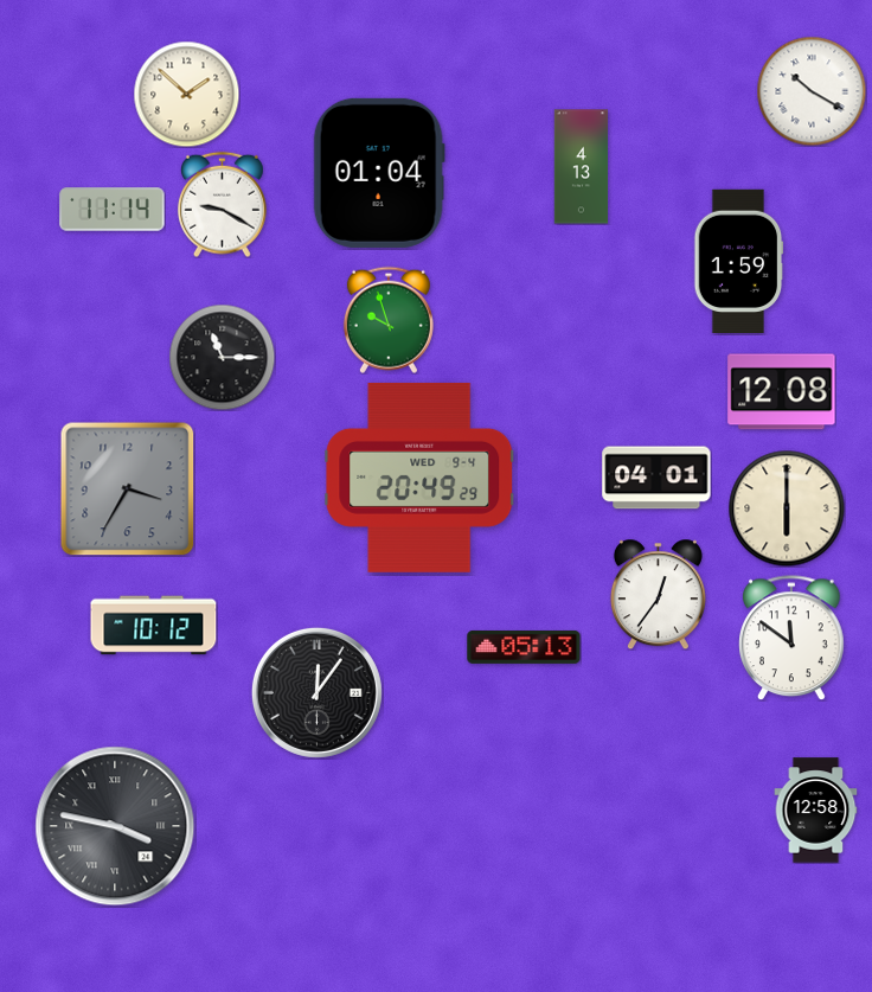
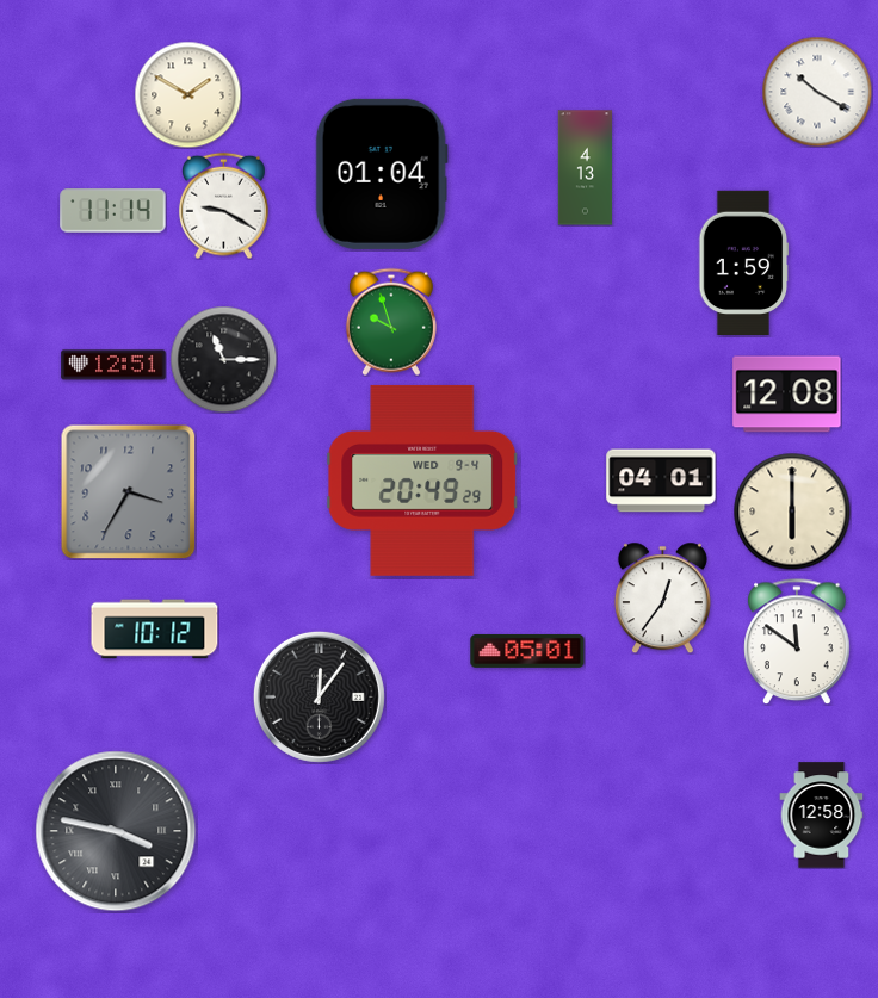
clock at (186, 94): 1:52 -> 1:50
clock at (113, 365): none -> 12:51
clock at (524, 647): 05:13 -> 05:01
